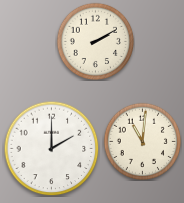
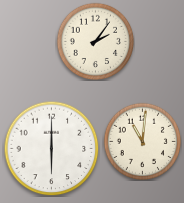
clock at (95, 41): 2:10 -> 2:06
clock at (51, 148): 2:00 -> 6:00
